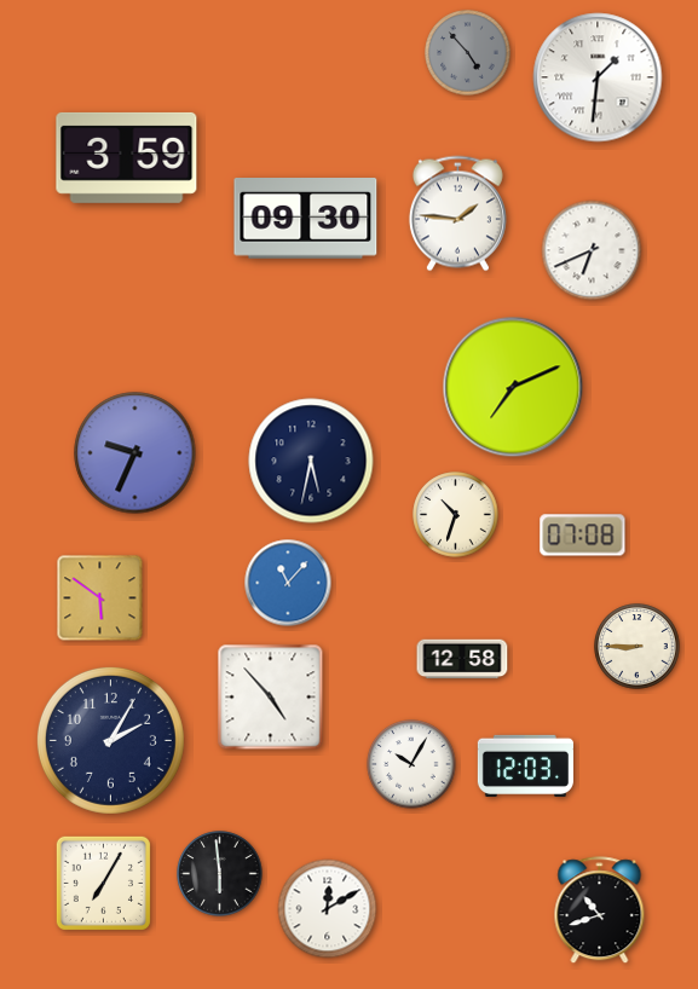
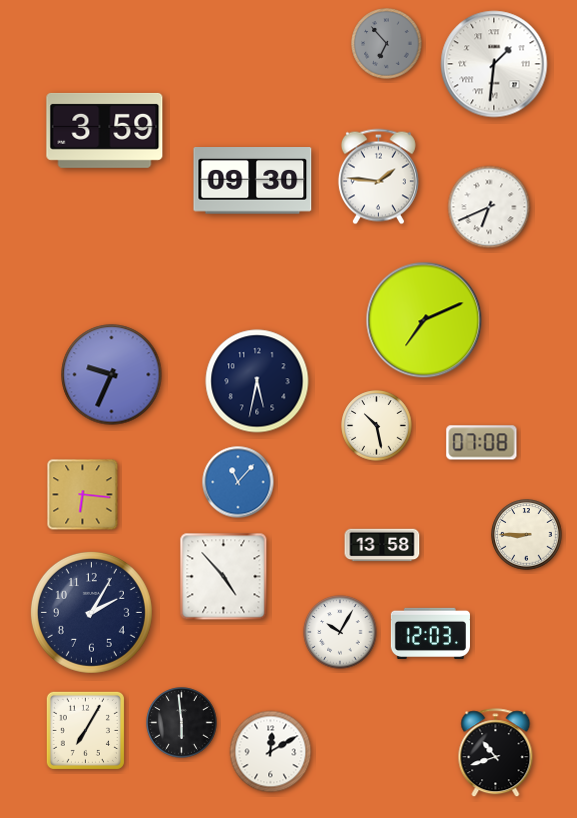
clock at (468, 53): 4:53 -> 6:53
clock at (456, 515): 10:33 -> 10:28
clock at (100, 598): 5:51 -> 6:16
clock at (462, 659): 12:58 -> 13:58
clock at (525, 765) position: (525, 765) -> (430, 633)
